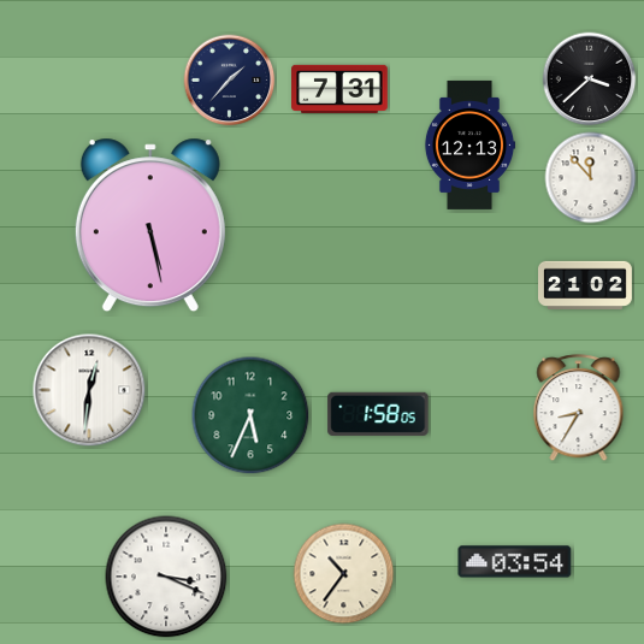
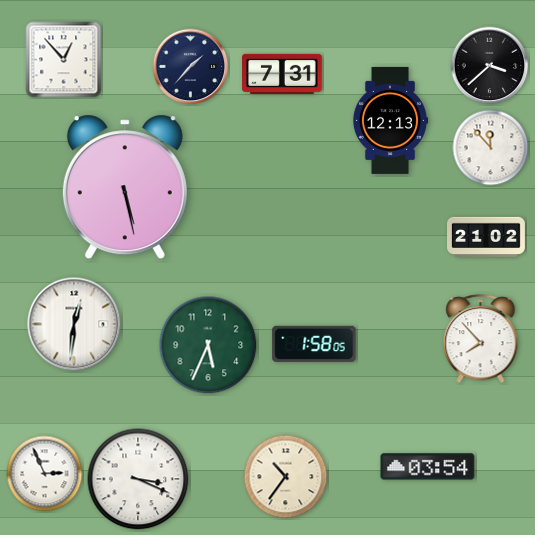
clock at (64, 60): none -> 12:53
clock at (579, 408): 8:35 -> 7:53
clock at (45, 474): none -> 2:56
